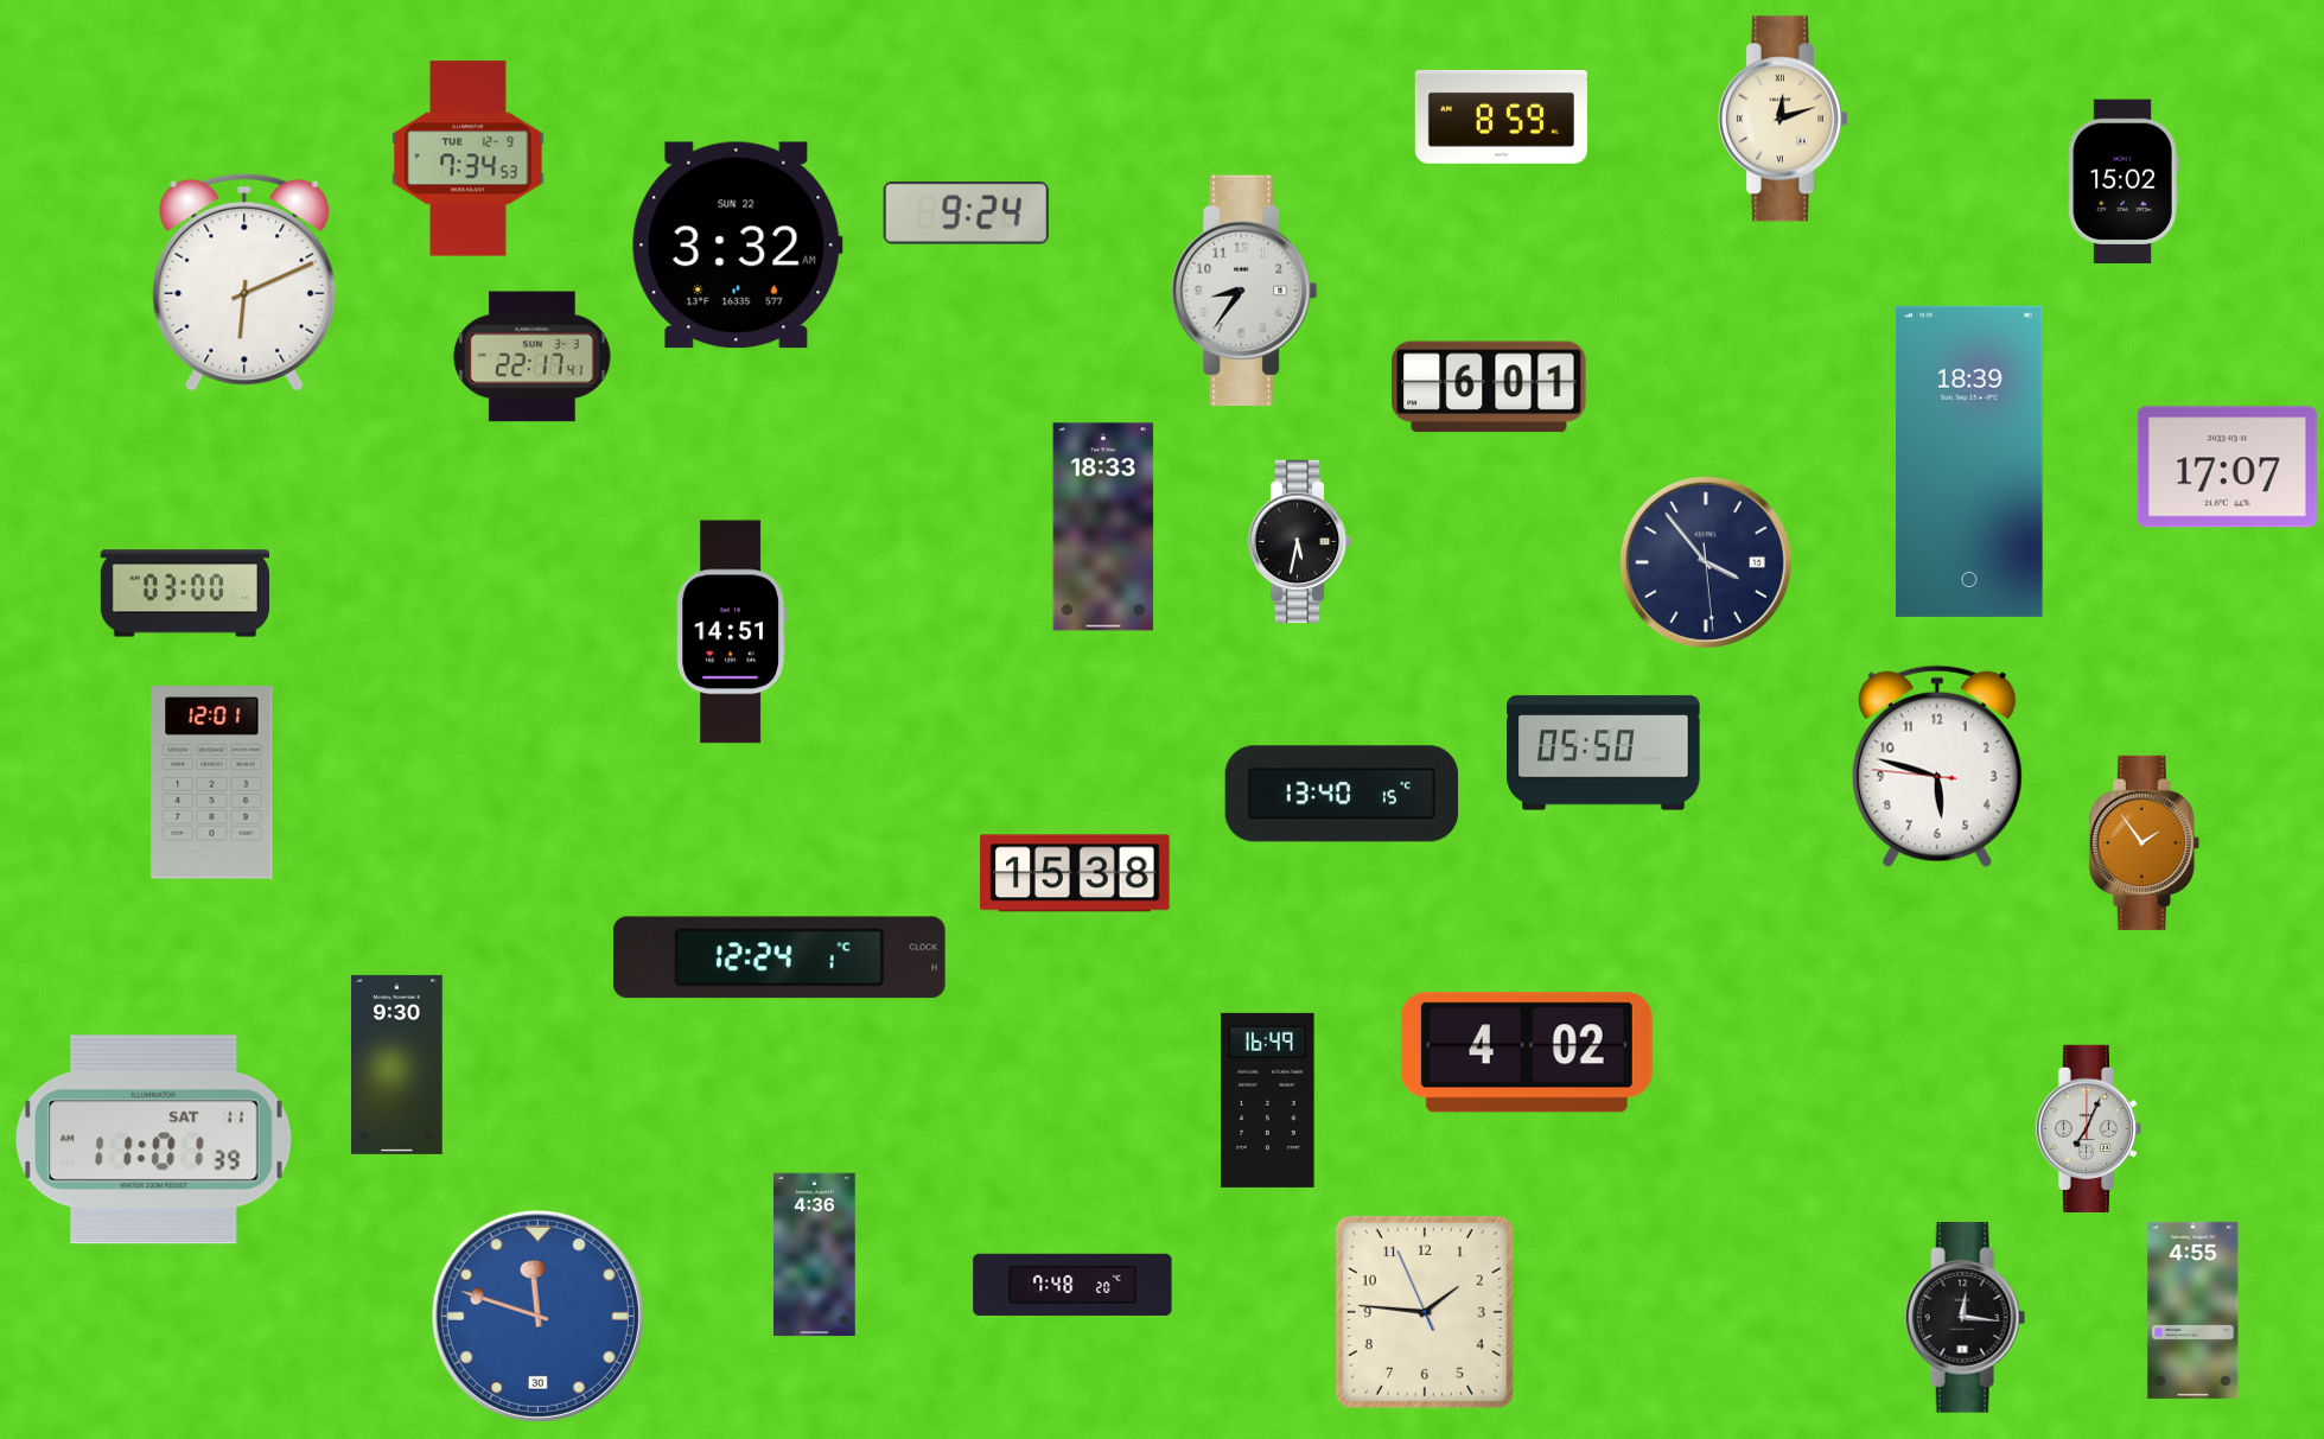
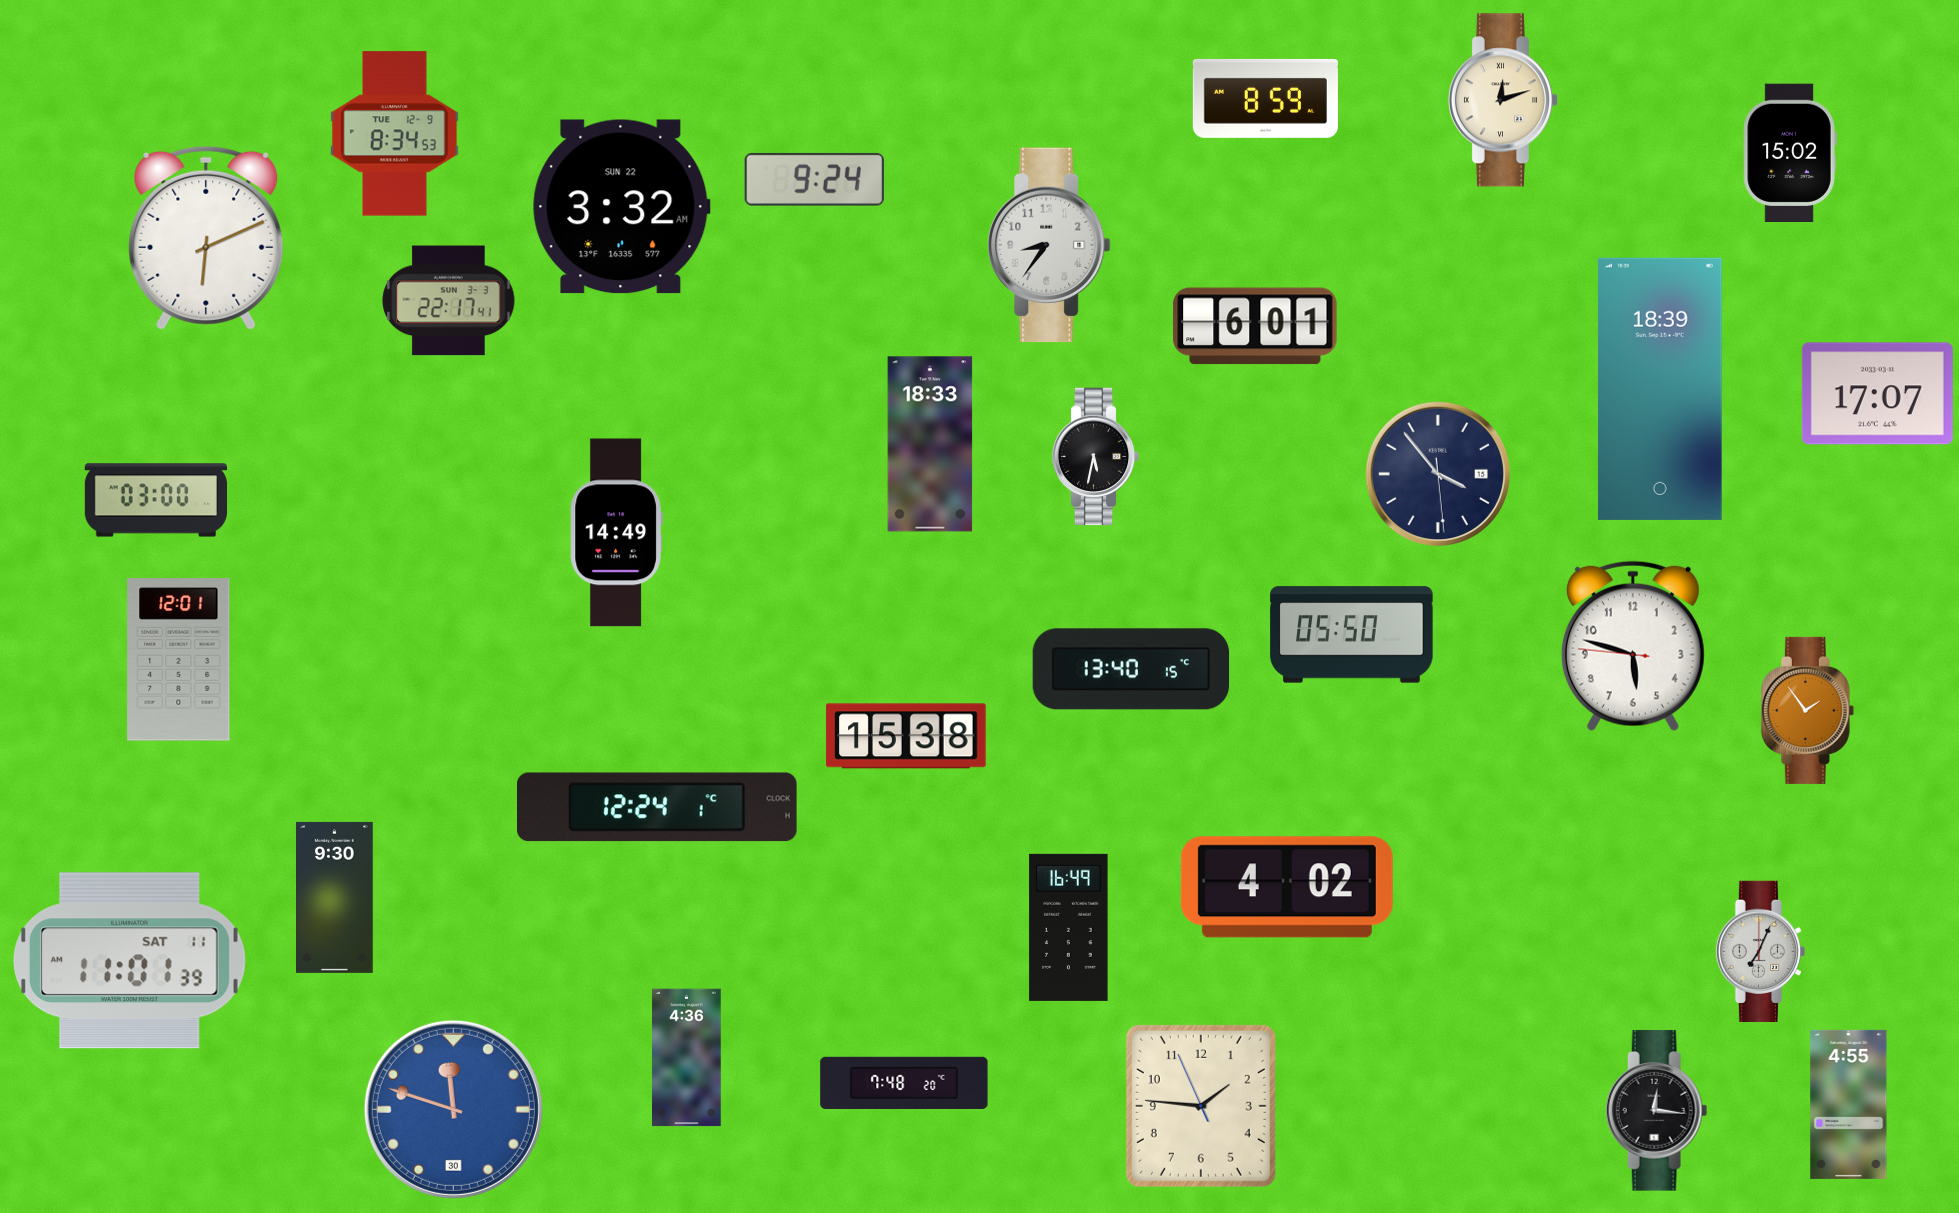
clock at (469, 159): 7:34 -> 8:34
clock at (731, 632): 14:51 -> 14:49
